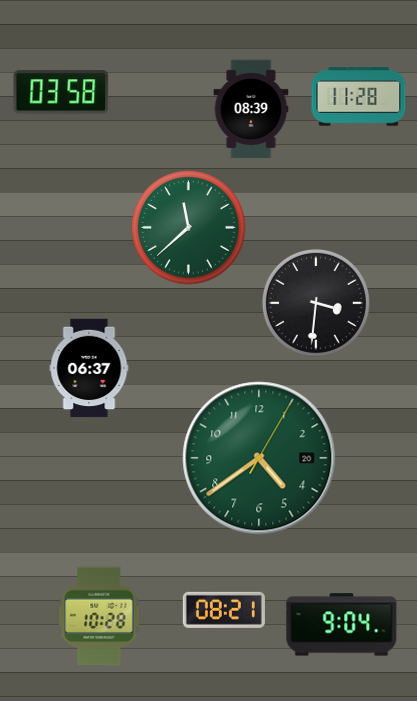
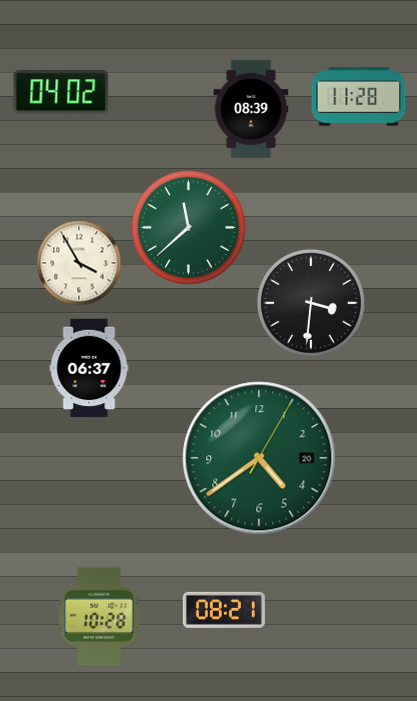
clock at (61, 92): 03:58 -> 04:02
clock at (79, 263): none -> 3:55
clock at (316, 303) position: (316, 303) -> (311, 303)
clock at (342, 625): 9:04 -> none
